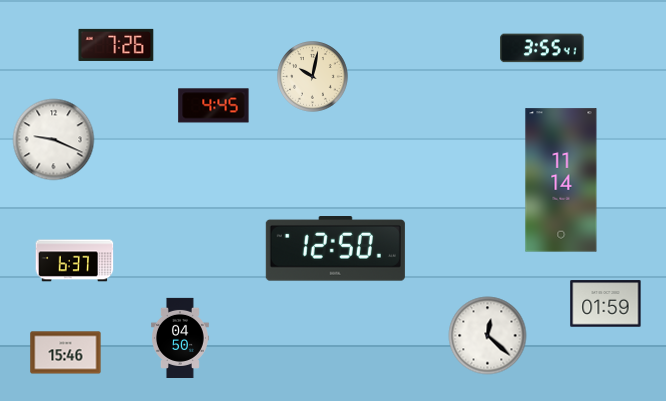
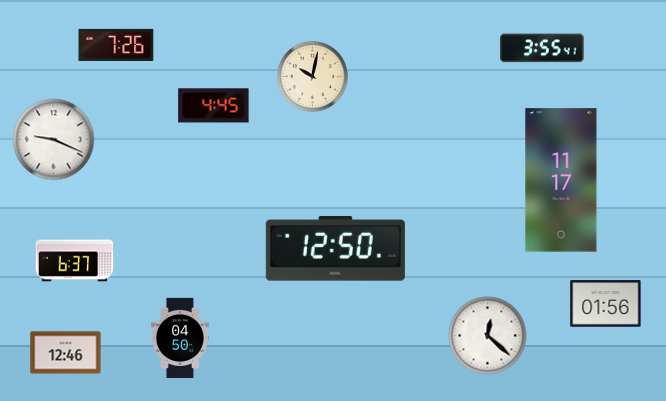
clock at (561, 180): 11:14 -> 11:17
clock at (606, 304): 01:59 -> 01:56
clock at (66, 353): 15:46 -> 12:46
